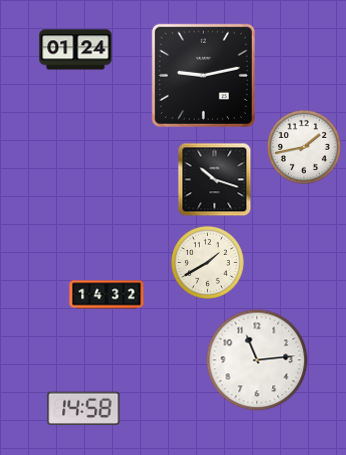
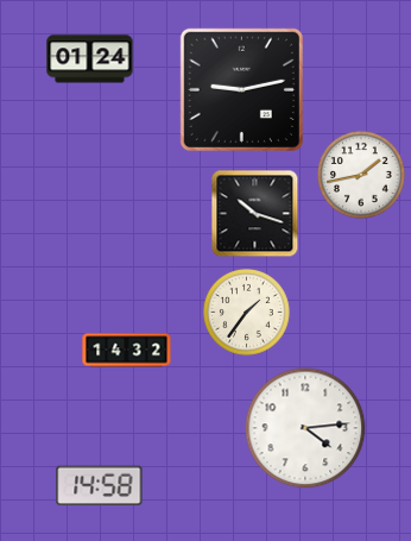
clock at (207, 262): 1:40 -> 1:36
clock at (257, 360): 11:14 -> 4:14
